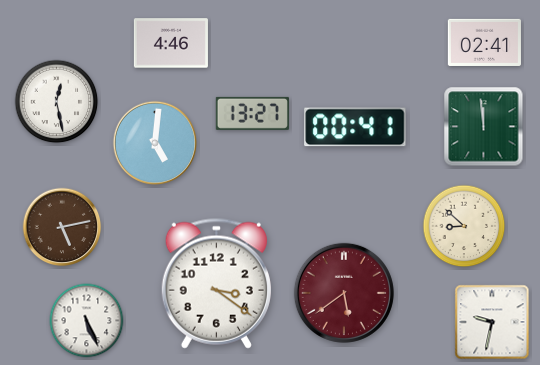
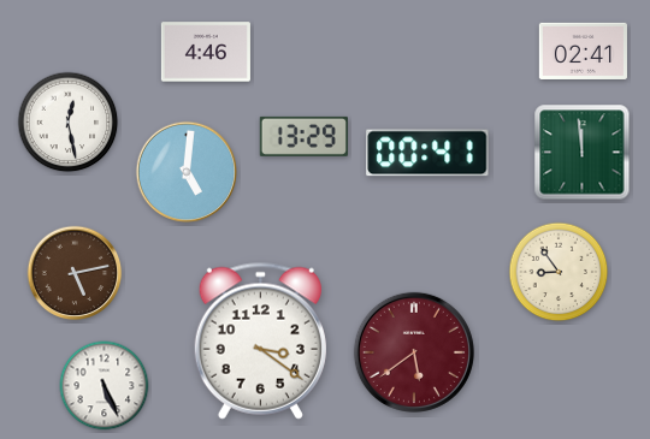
clock at (252, 113): 13:27 -> 13:29
clock at (464, 226): 8:52 -> 8:54
clock at (492, 322): 9:32 -> none
